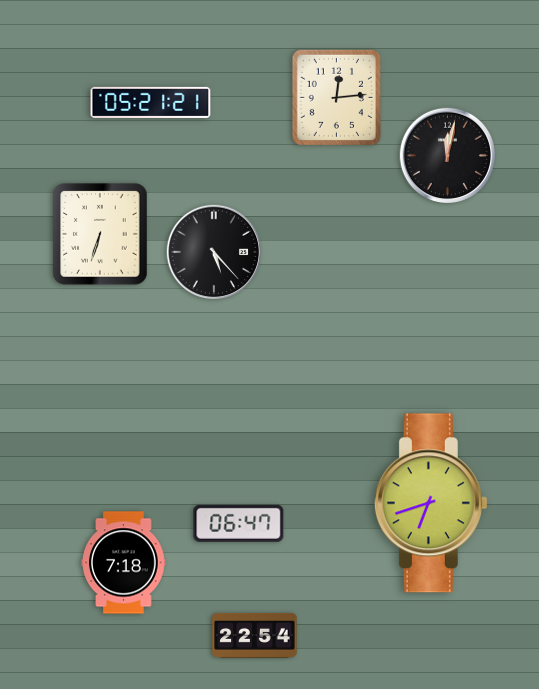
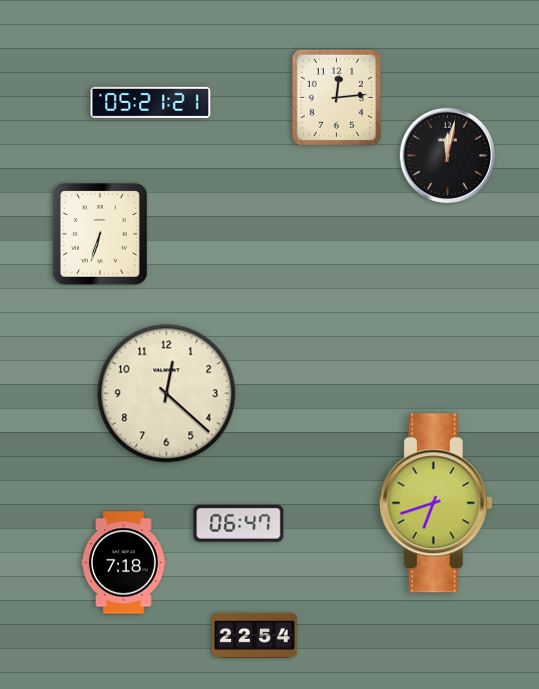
clock at (214, 252): 5:23 -> none
clock at (167, 394): none -> 12:22
clock at (431, 503) position: (431, 503) -> (436, 503)
